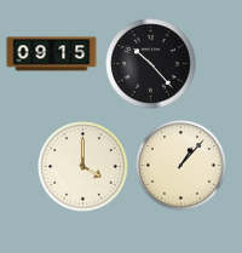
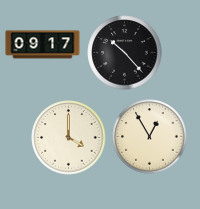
clock at (52, 54): 09:15 -> 09:17
clock at (181, 166): 1:07 -> 12:55
